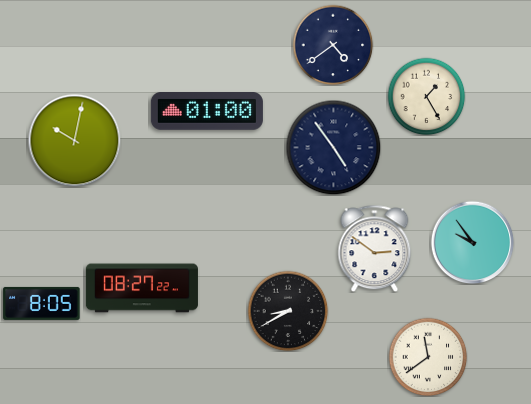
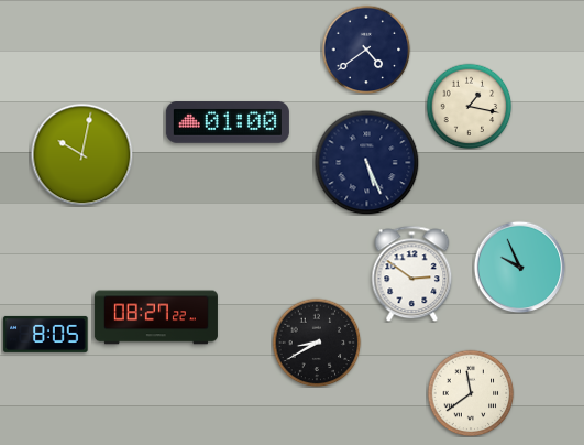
clock at (426, 96): 1:25 -> 1:17
clock at (333, 147): 4:54 -> 5:26
clock at (472, 242): 9:54 -> 9:56
